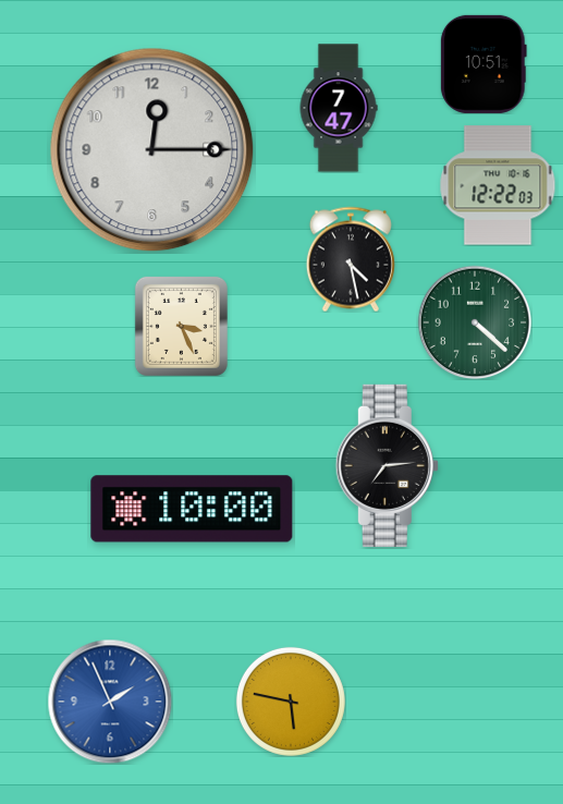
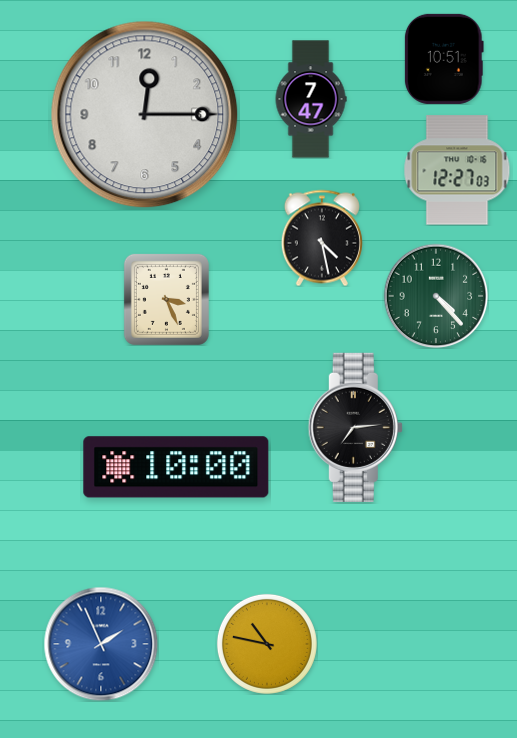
clock at (152, 150) position: (152, 150) -> (145, 115)
clock at (498, 185): 12:22 -> 12:27
clock at (475, 322): 4:22 -> 4:23
clock at (291, 702): 5:47 -> 10:47
